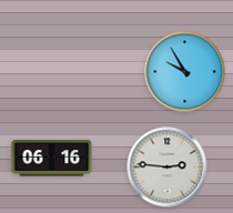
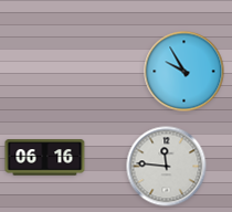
clock at (52, 159) position: (52, 159) -> (45, 158)
clock at (168, 168): 2:46 -> 11:46
